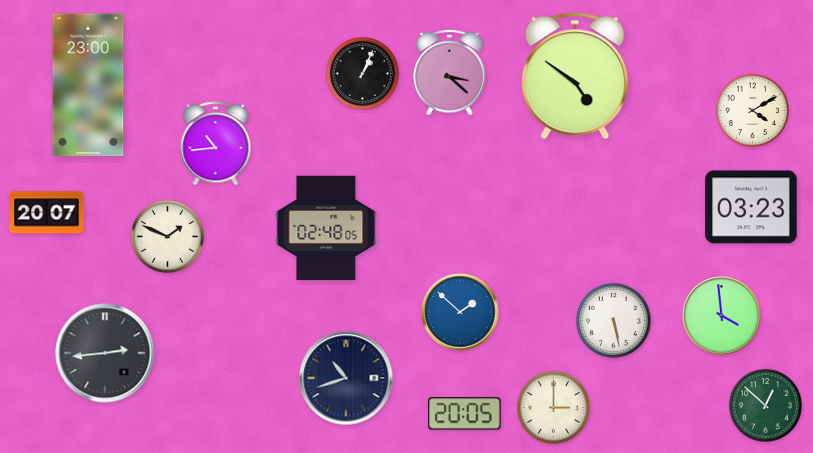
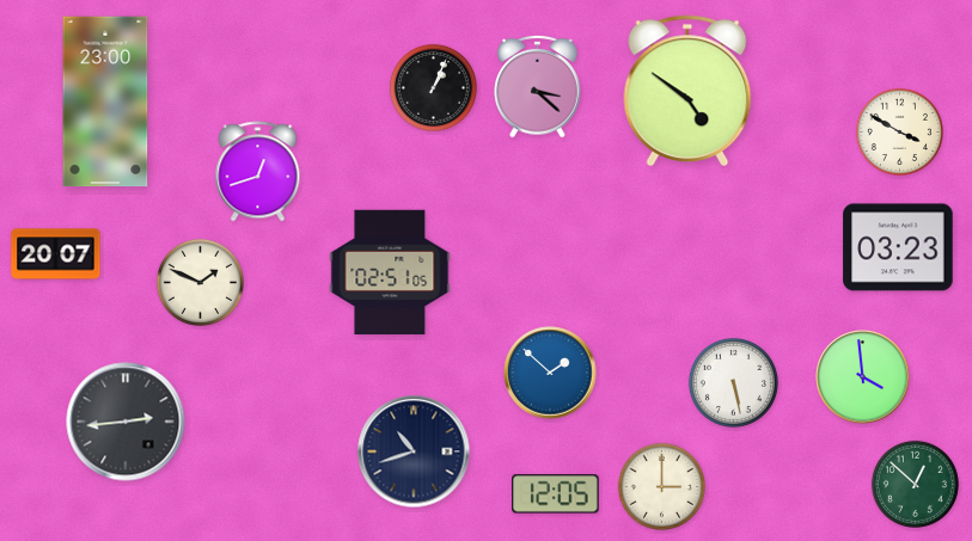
clock at (752, 110): 4:10 -> 3:50
clock at (216, 144): 10:44 -> 12:42
clock at (326, 228): 02:48 -> 02:51
clock at (465, 414): 20:05 -> 12:05
